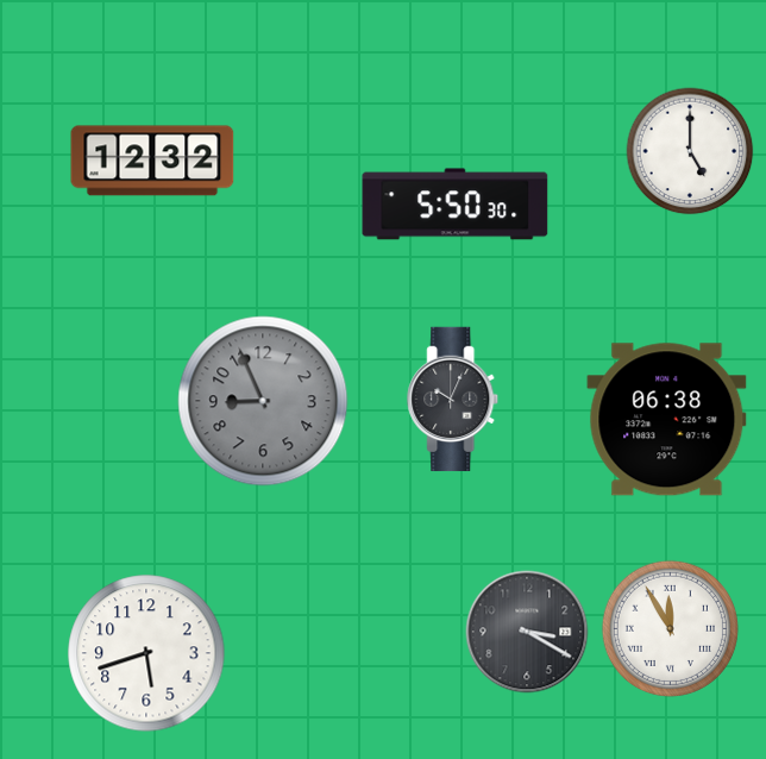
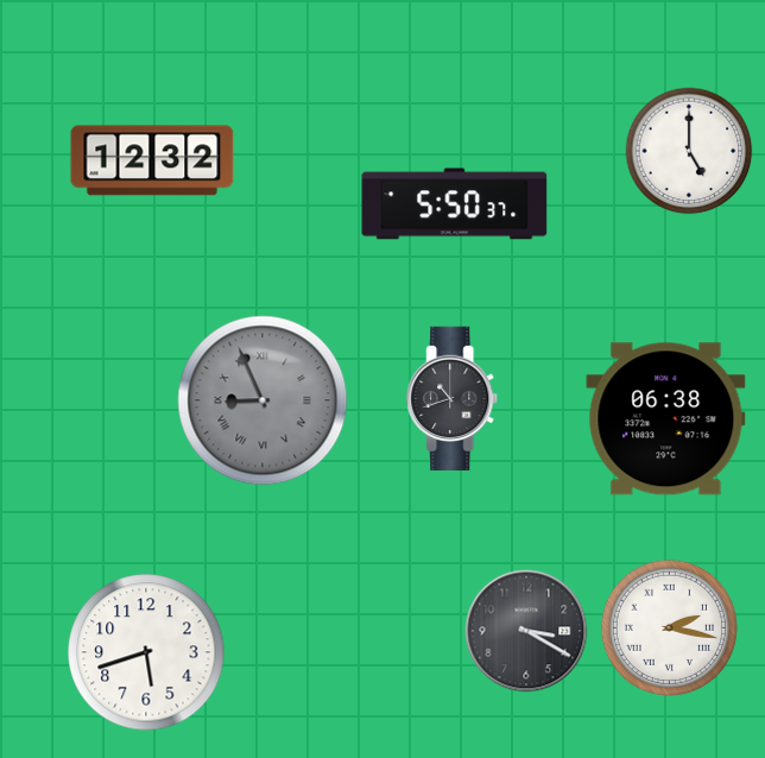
clock at (456, 205): 5:50:30 -> 5:50:37
clock at (453, 400): 10:04 -> 10:42
clock at (263, 401) numerals: Arabic -> Roman
clock at (670, 628): 11:55 -> 2:17
